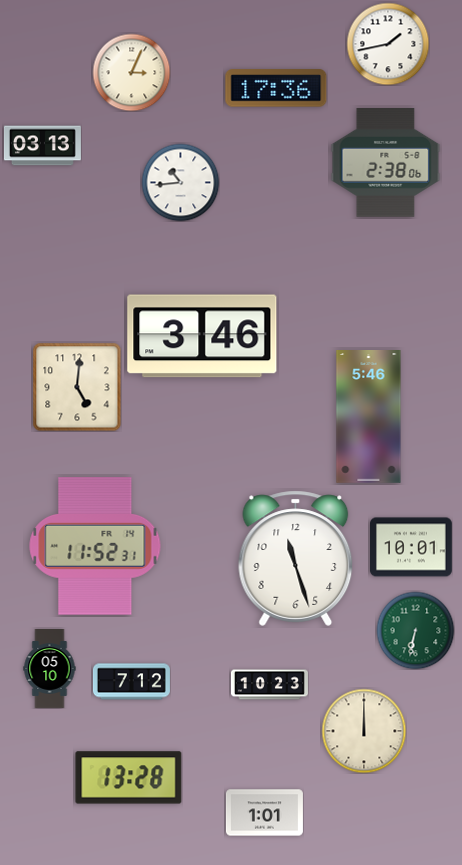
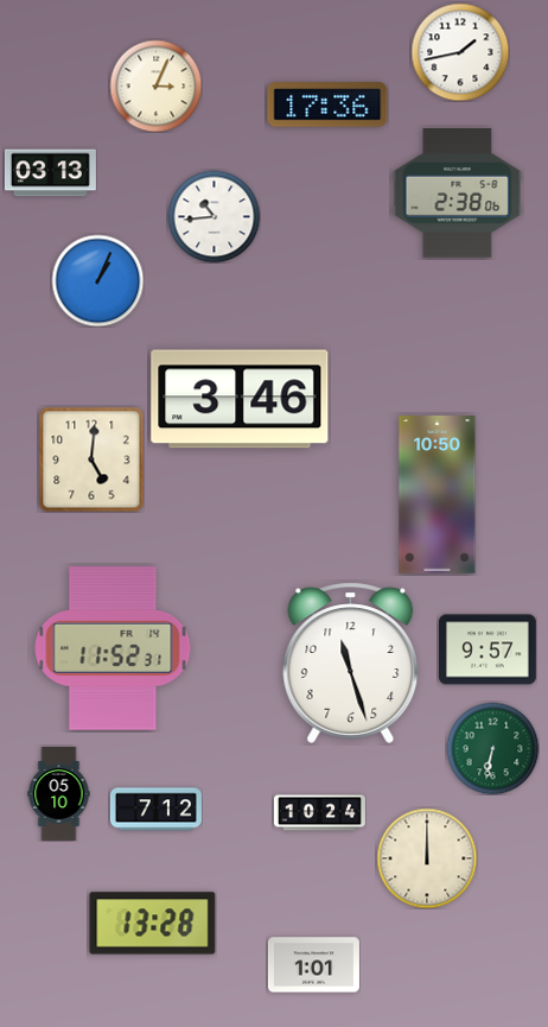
clock at (97, 280): none -> 1:04
clock at (369, 417): 5:46 -> 10:50
clock at (412, 547): 10:01 -> 9:57
clock at (269, 685): 10:23 -> 10:24
clock at (364, 731) position: (364, 731) -> (427, 858)
